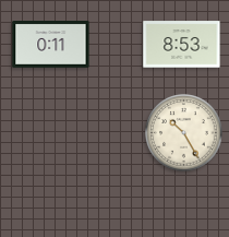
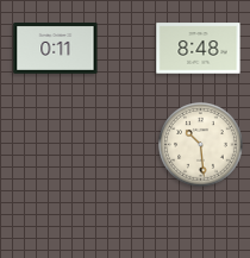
clock at (182, 45): 8:53 -> 8:48
clock at (184, 133): 10:25 -> 10:29
